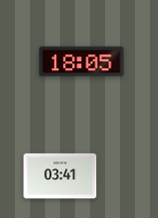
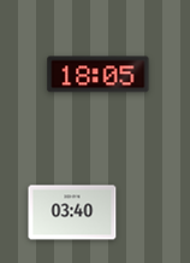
clock at (60, 176): 03:41 -> 03:40
